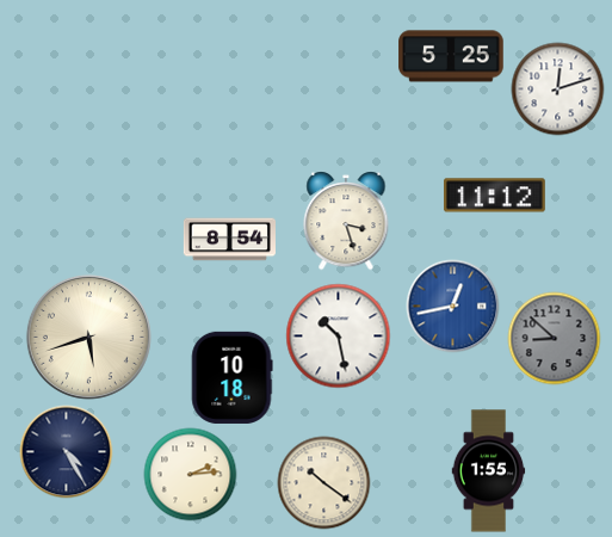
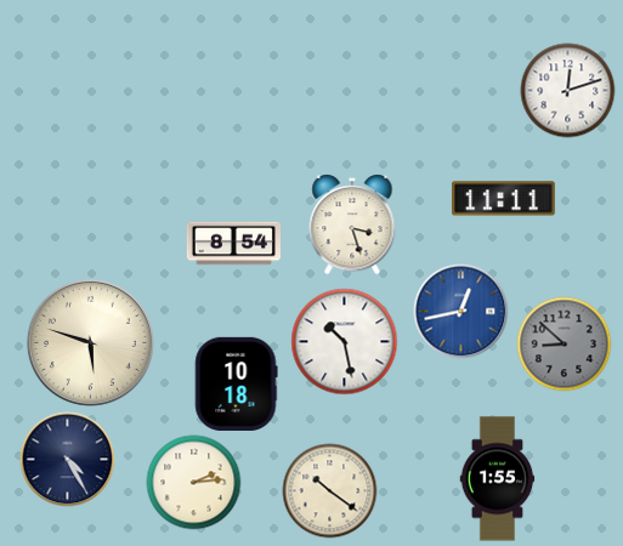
clock at (451, 56): 5:25 -> none
clock at (494, 196): 11:12 -> 11:11
clock at (88, 337): 5:42 -> 5:48
